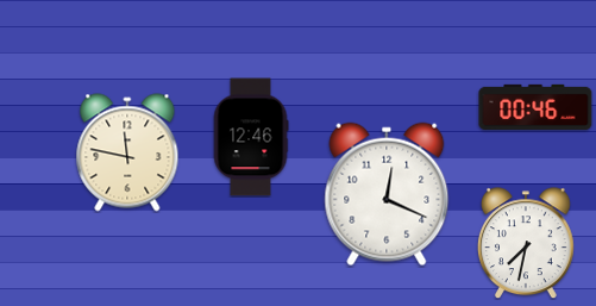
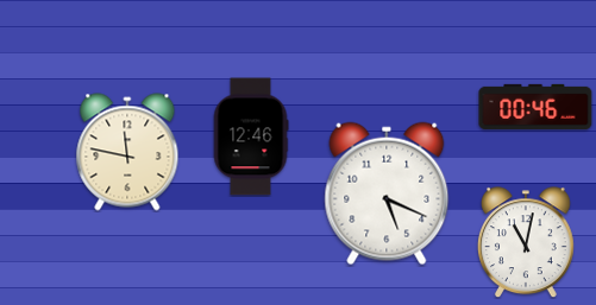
clock at (387, 194): 12:19 -> 5:19
clock at (526, 243): 7:32 -> 11:02
